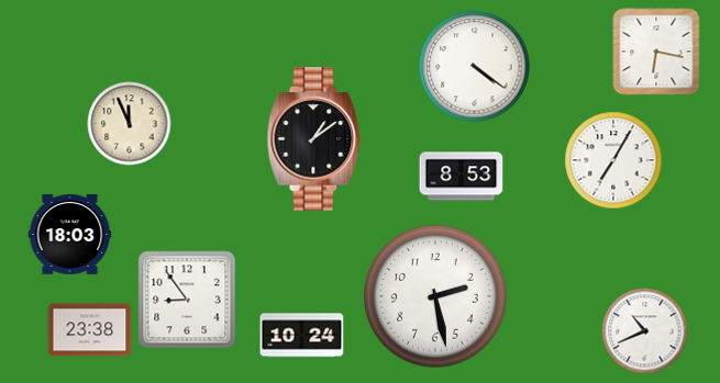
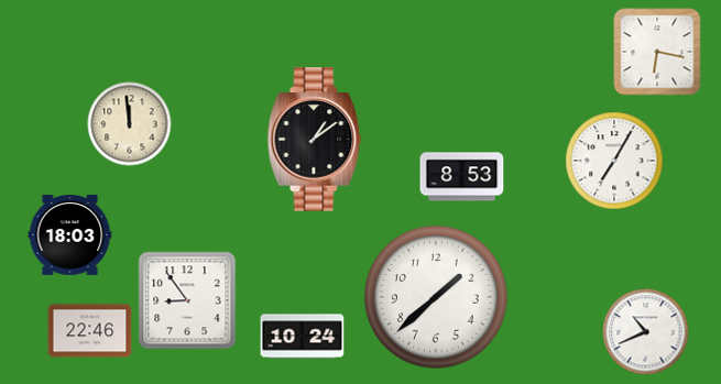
clock at (475, 67): 4:21 -> none
clock at (130, 124): 11:56 -> 11:59
clock at (435, 296): 2:28 -> 1:38
clock at (90, 330): 23:38 -> 22:46
